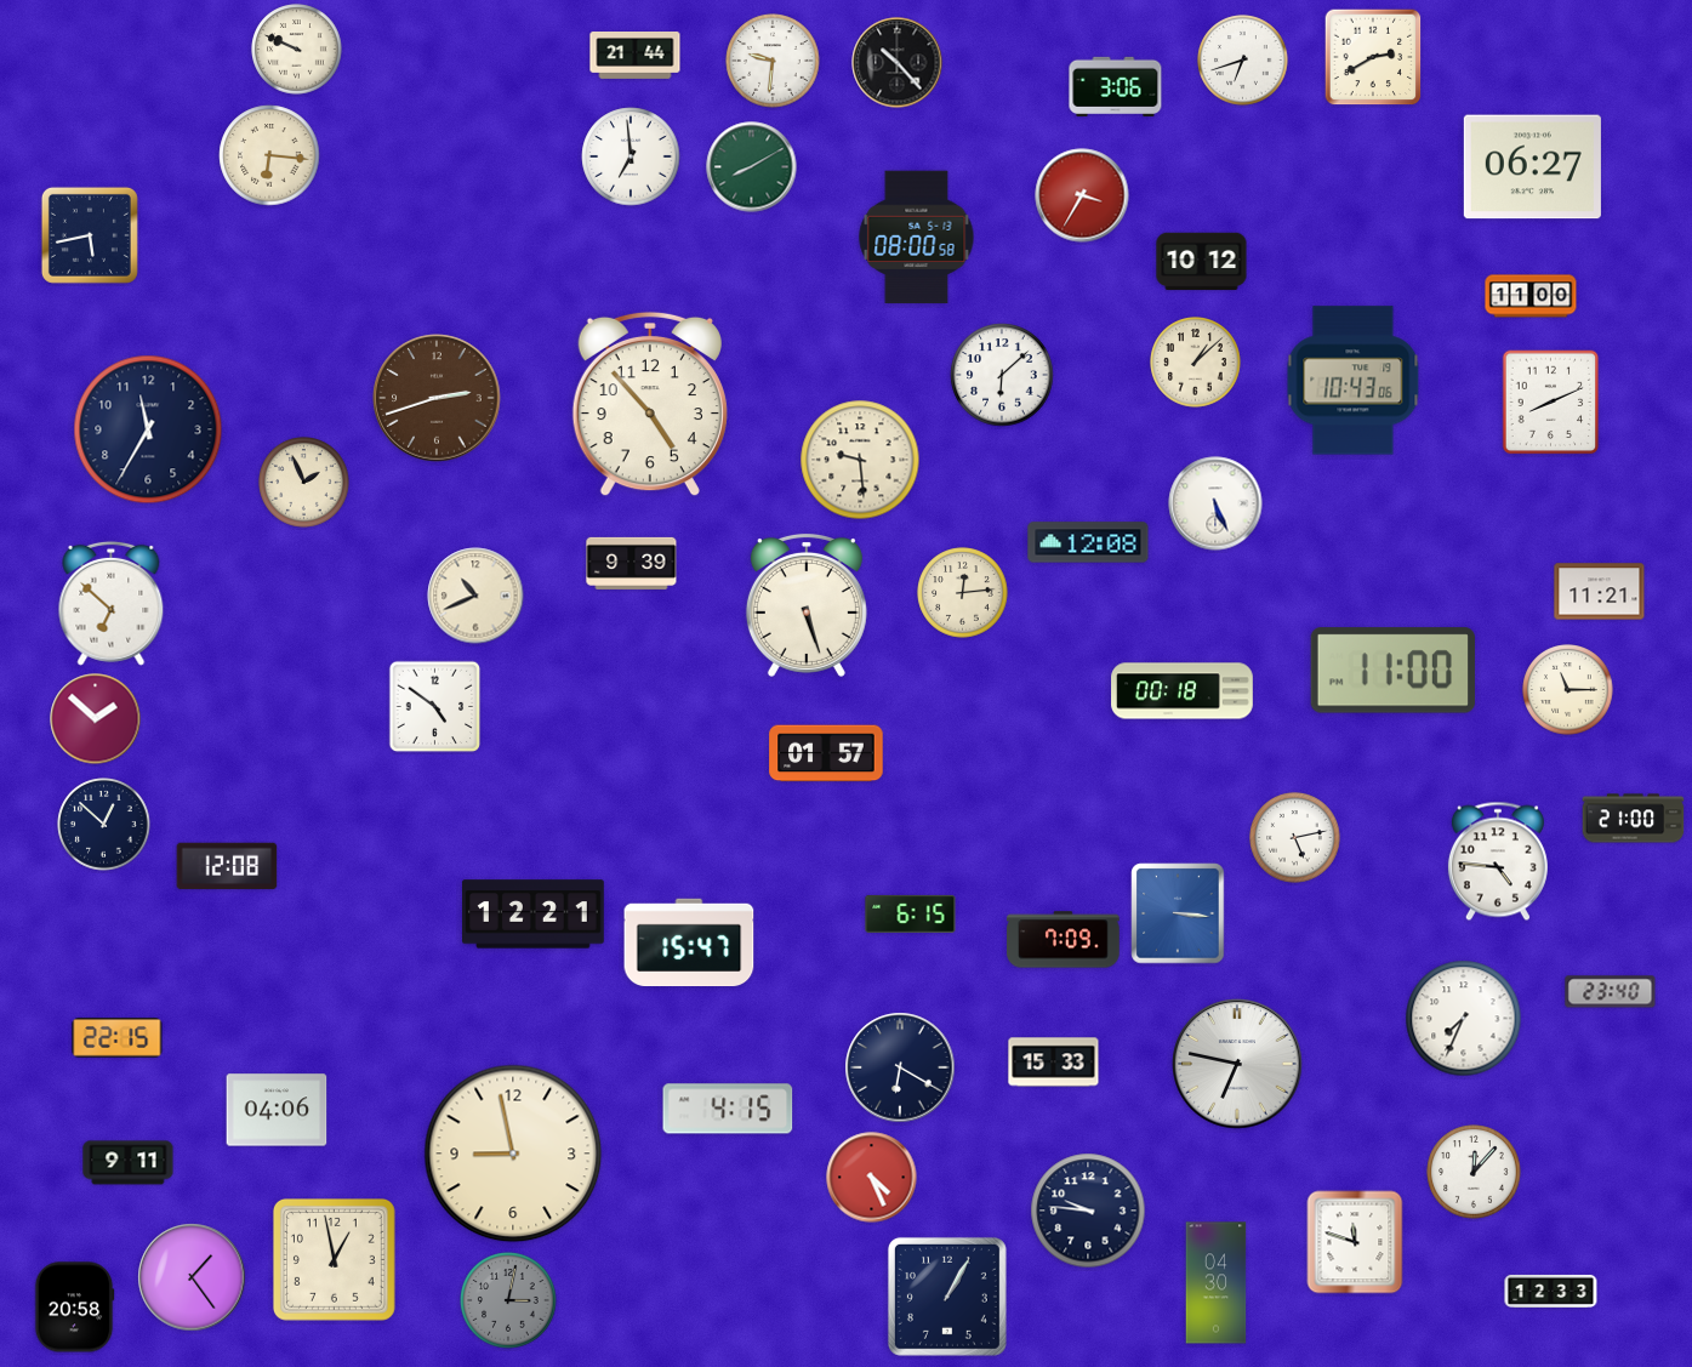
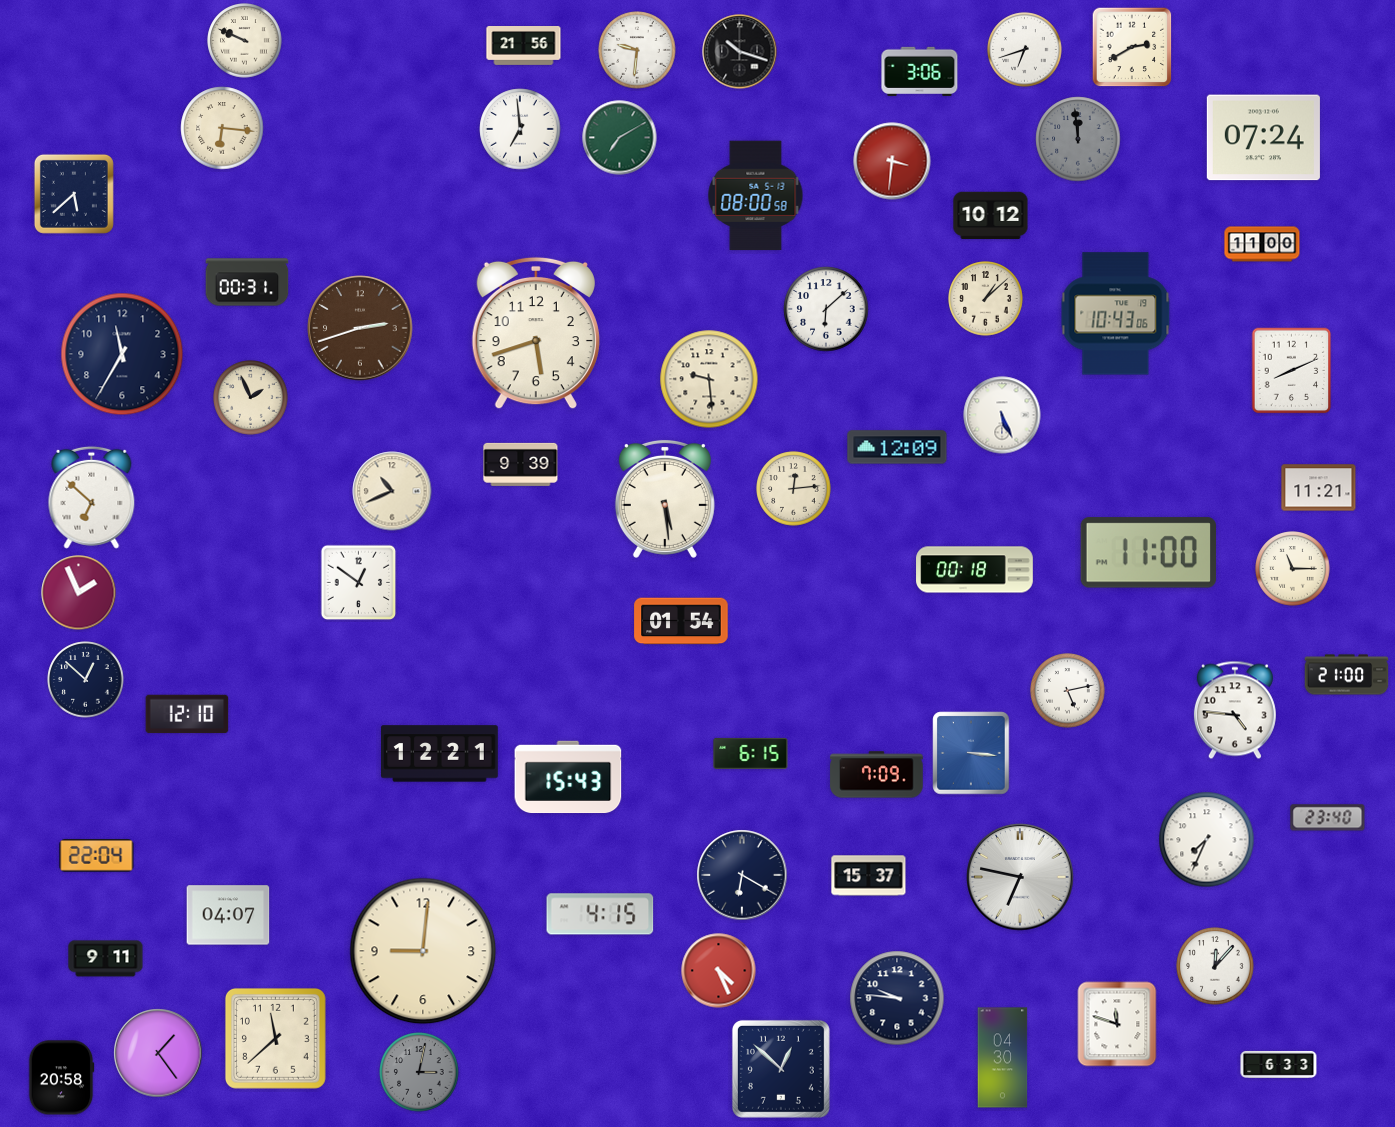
clock at (636, 56): 21:44 -> 21:56
clock at (898, 63): 10:23 -> 10:18
clock at (752, 167): 8:10 -> 7:10
clock at (1532, 167): 06:27 -> 07:24
clock at (1078, 139): none -> 11:59
clock at (1082, 195): 3:35 -> 3:31
clock at (90, 235): 5:43 -> 5:38
clock at (247, 282): none -> 00:31
clock at (1551, 403) position: (1551, 403) -> (1292, 371)
clock at (650, 404): 4:53 -> 5:42
clock at (1088, 542): 12:08 -> 12:09
clock at (807, 605): 5:27 -> 5:29
clock at (435, 707): 4:51 -> 12:51
clock at (96, 719): 1:52 -> 1:56
clock at (826, 753): 01:57 -> 01:54
clock at (227, 866): 12:08 -> 12:10
clock at (689, 942): 15:47 -> 15:43
clock at (118, 1038): 22:15 -> 22:04
clock at (1054, 1063): 15:33 -> 15:37
clock at (900, 1067) position: (900, 1067) -> (742, 875)
clock at (277, 1110): 04:06 -> 04:07
clock at (513, 1154): 8:58 -> 9:01
clock at (334, 1259): 12:58 -> 11:38
clock at (1551, 1291): 12:33 -> 6:33
clock at (947, 1297): 1:05 -> 12:52
